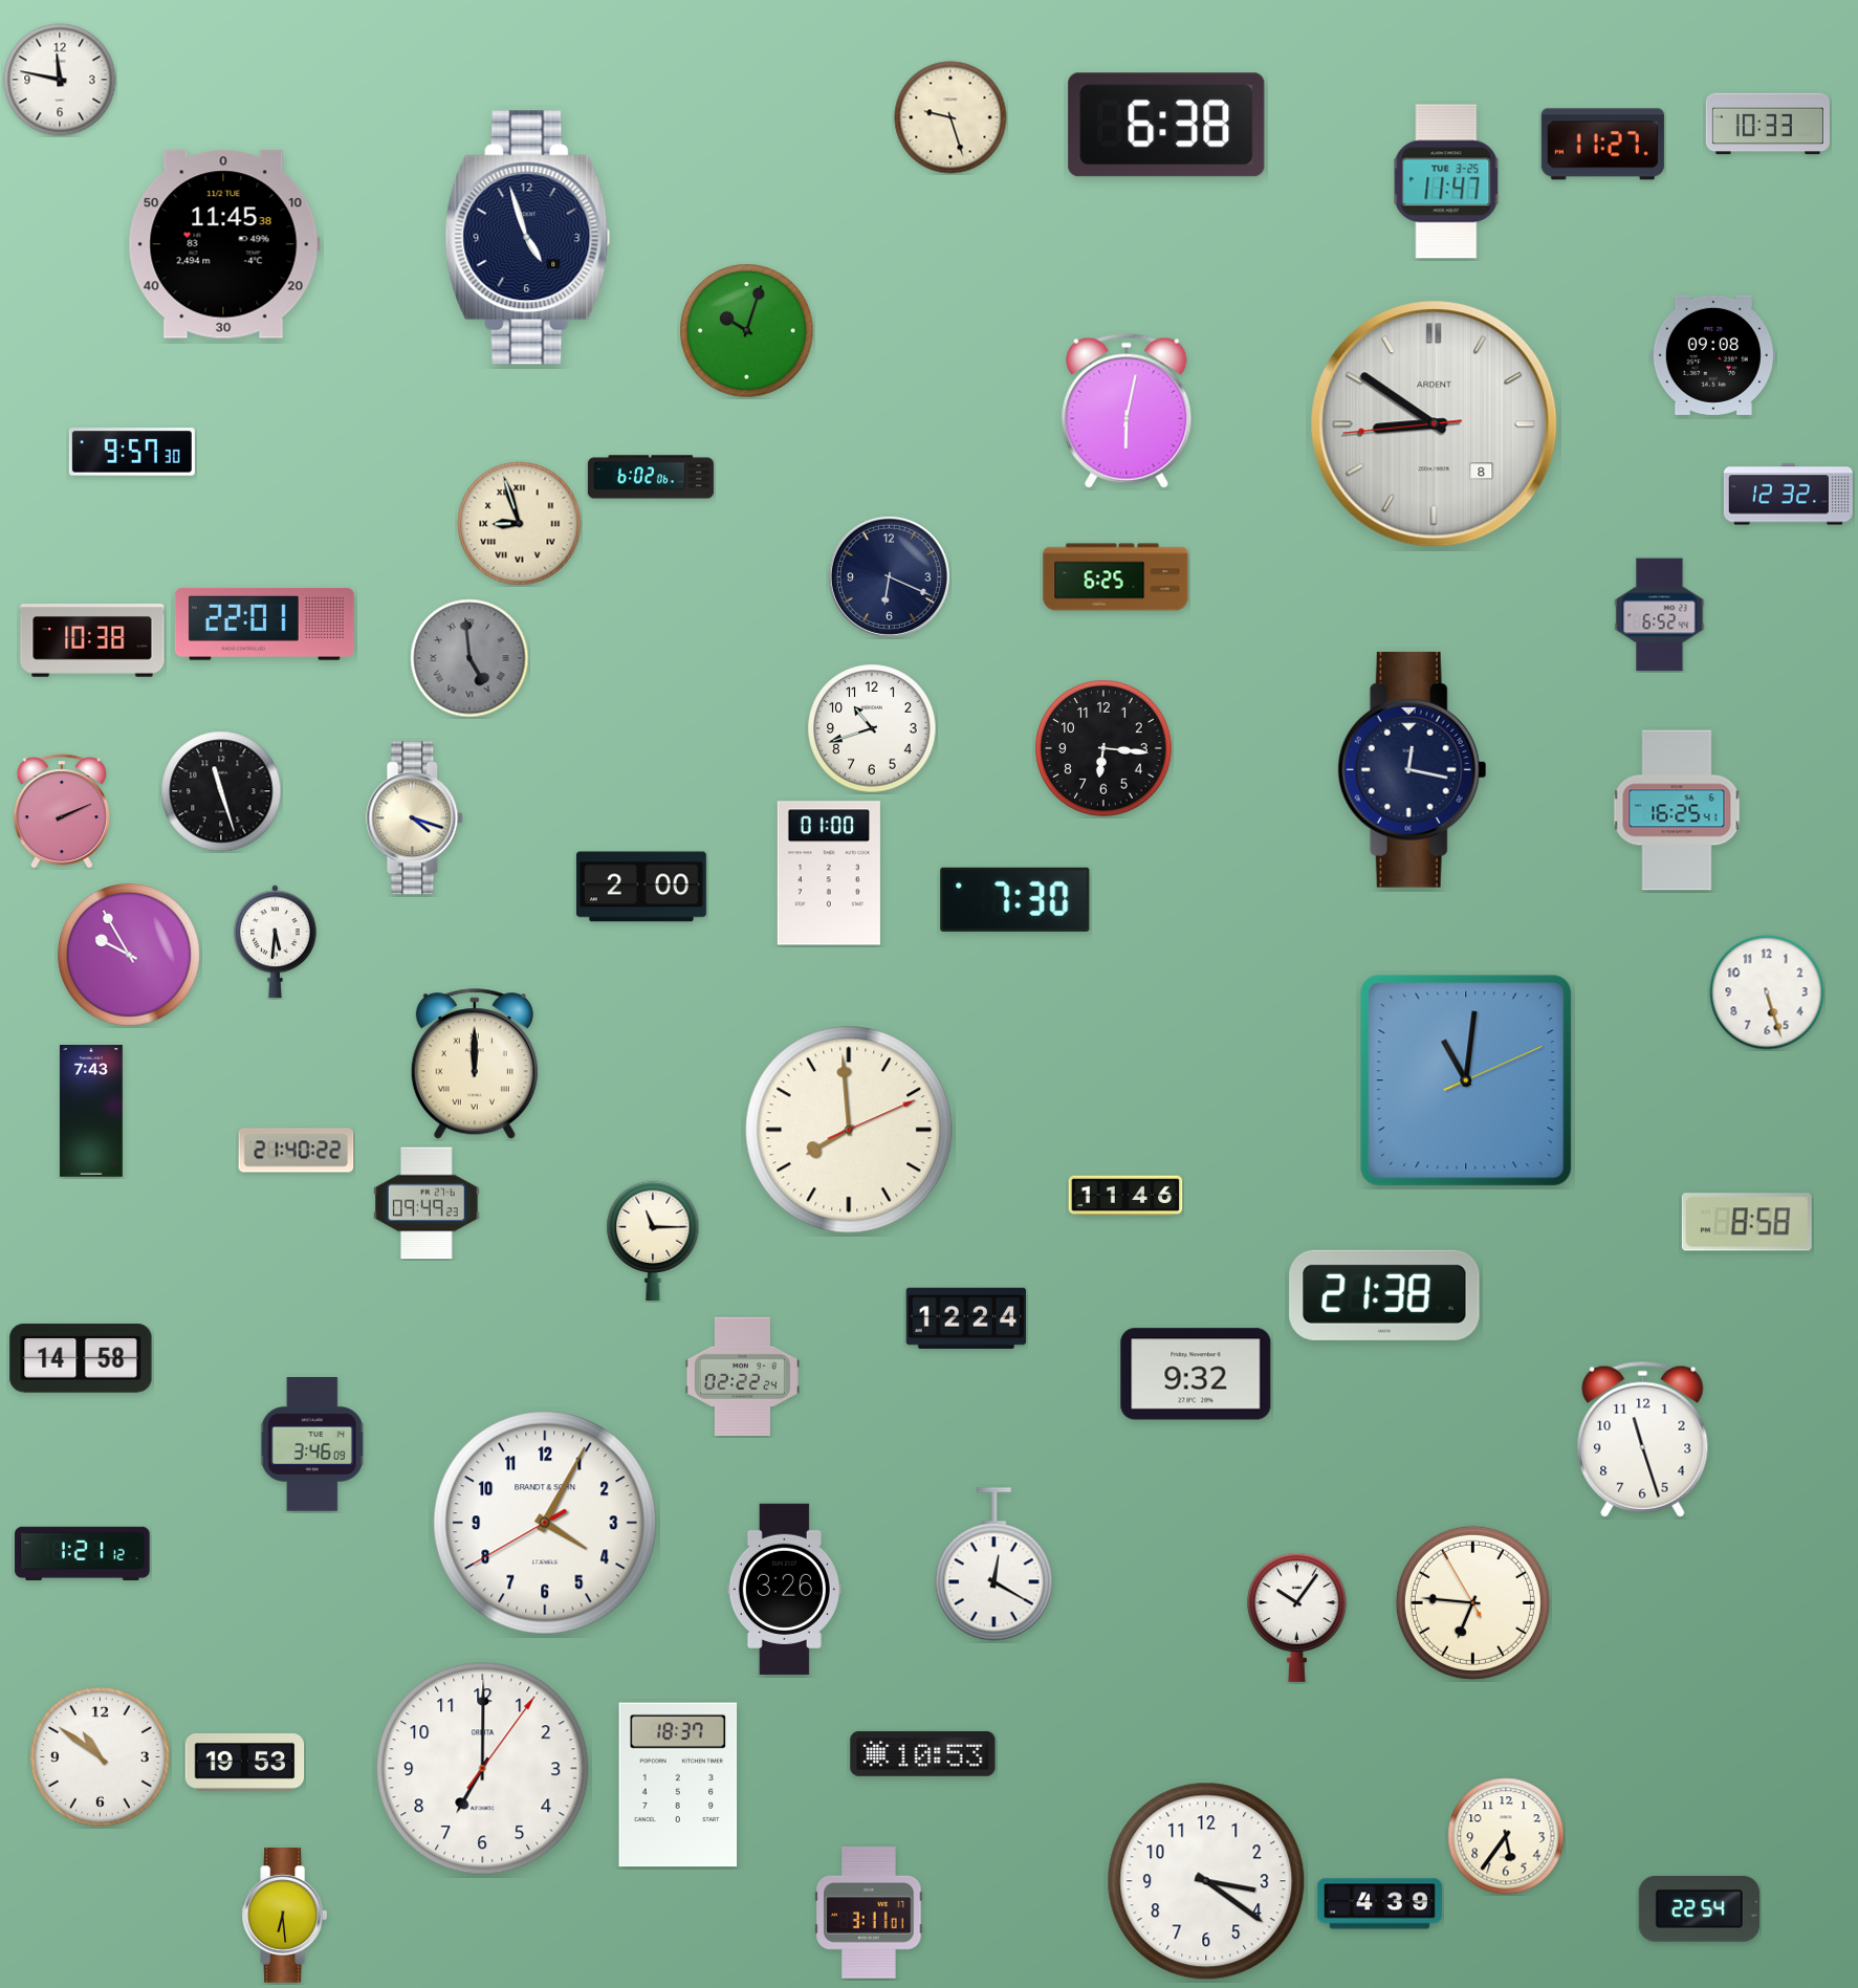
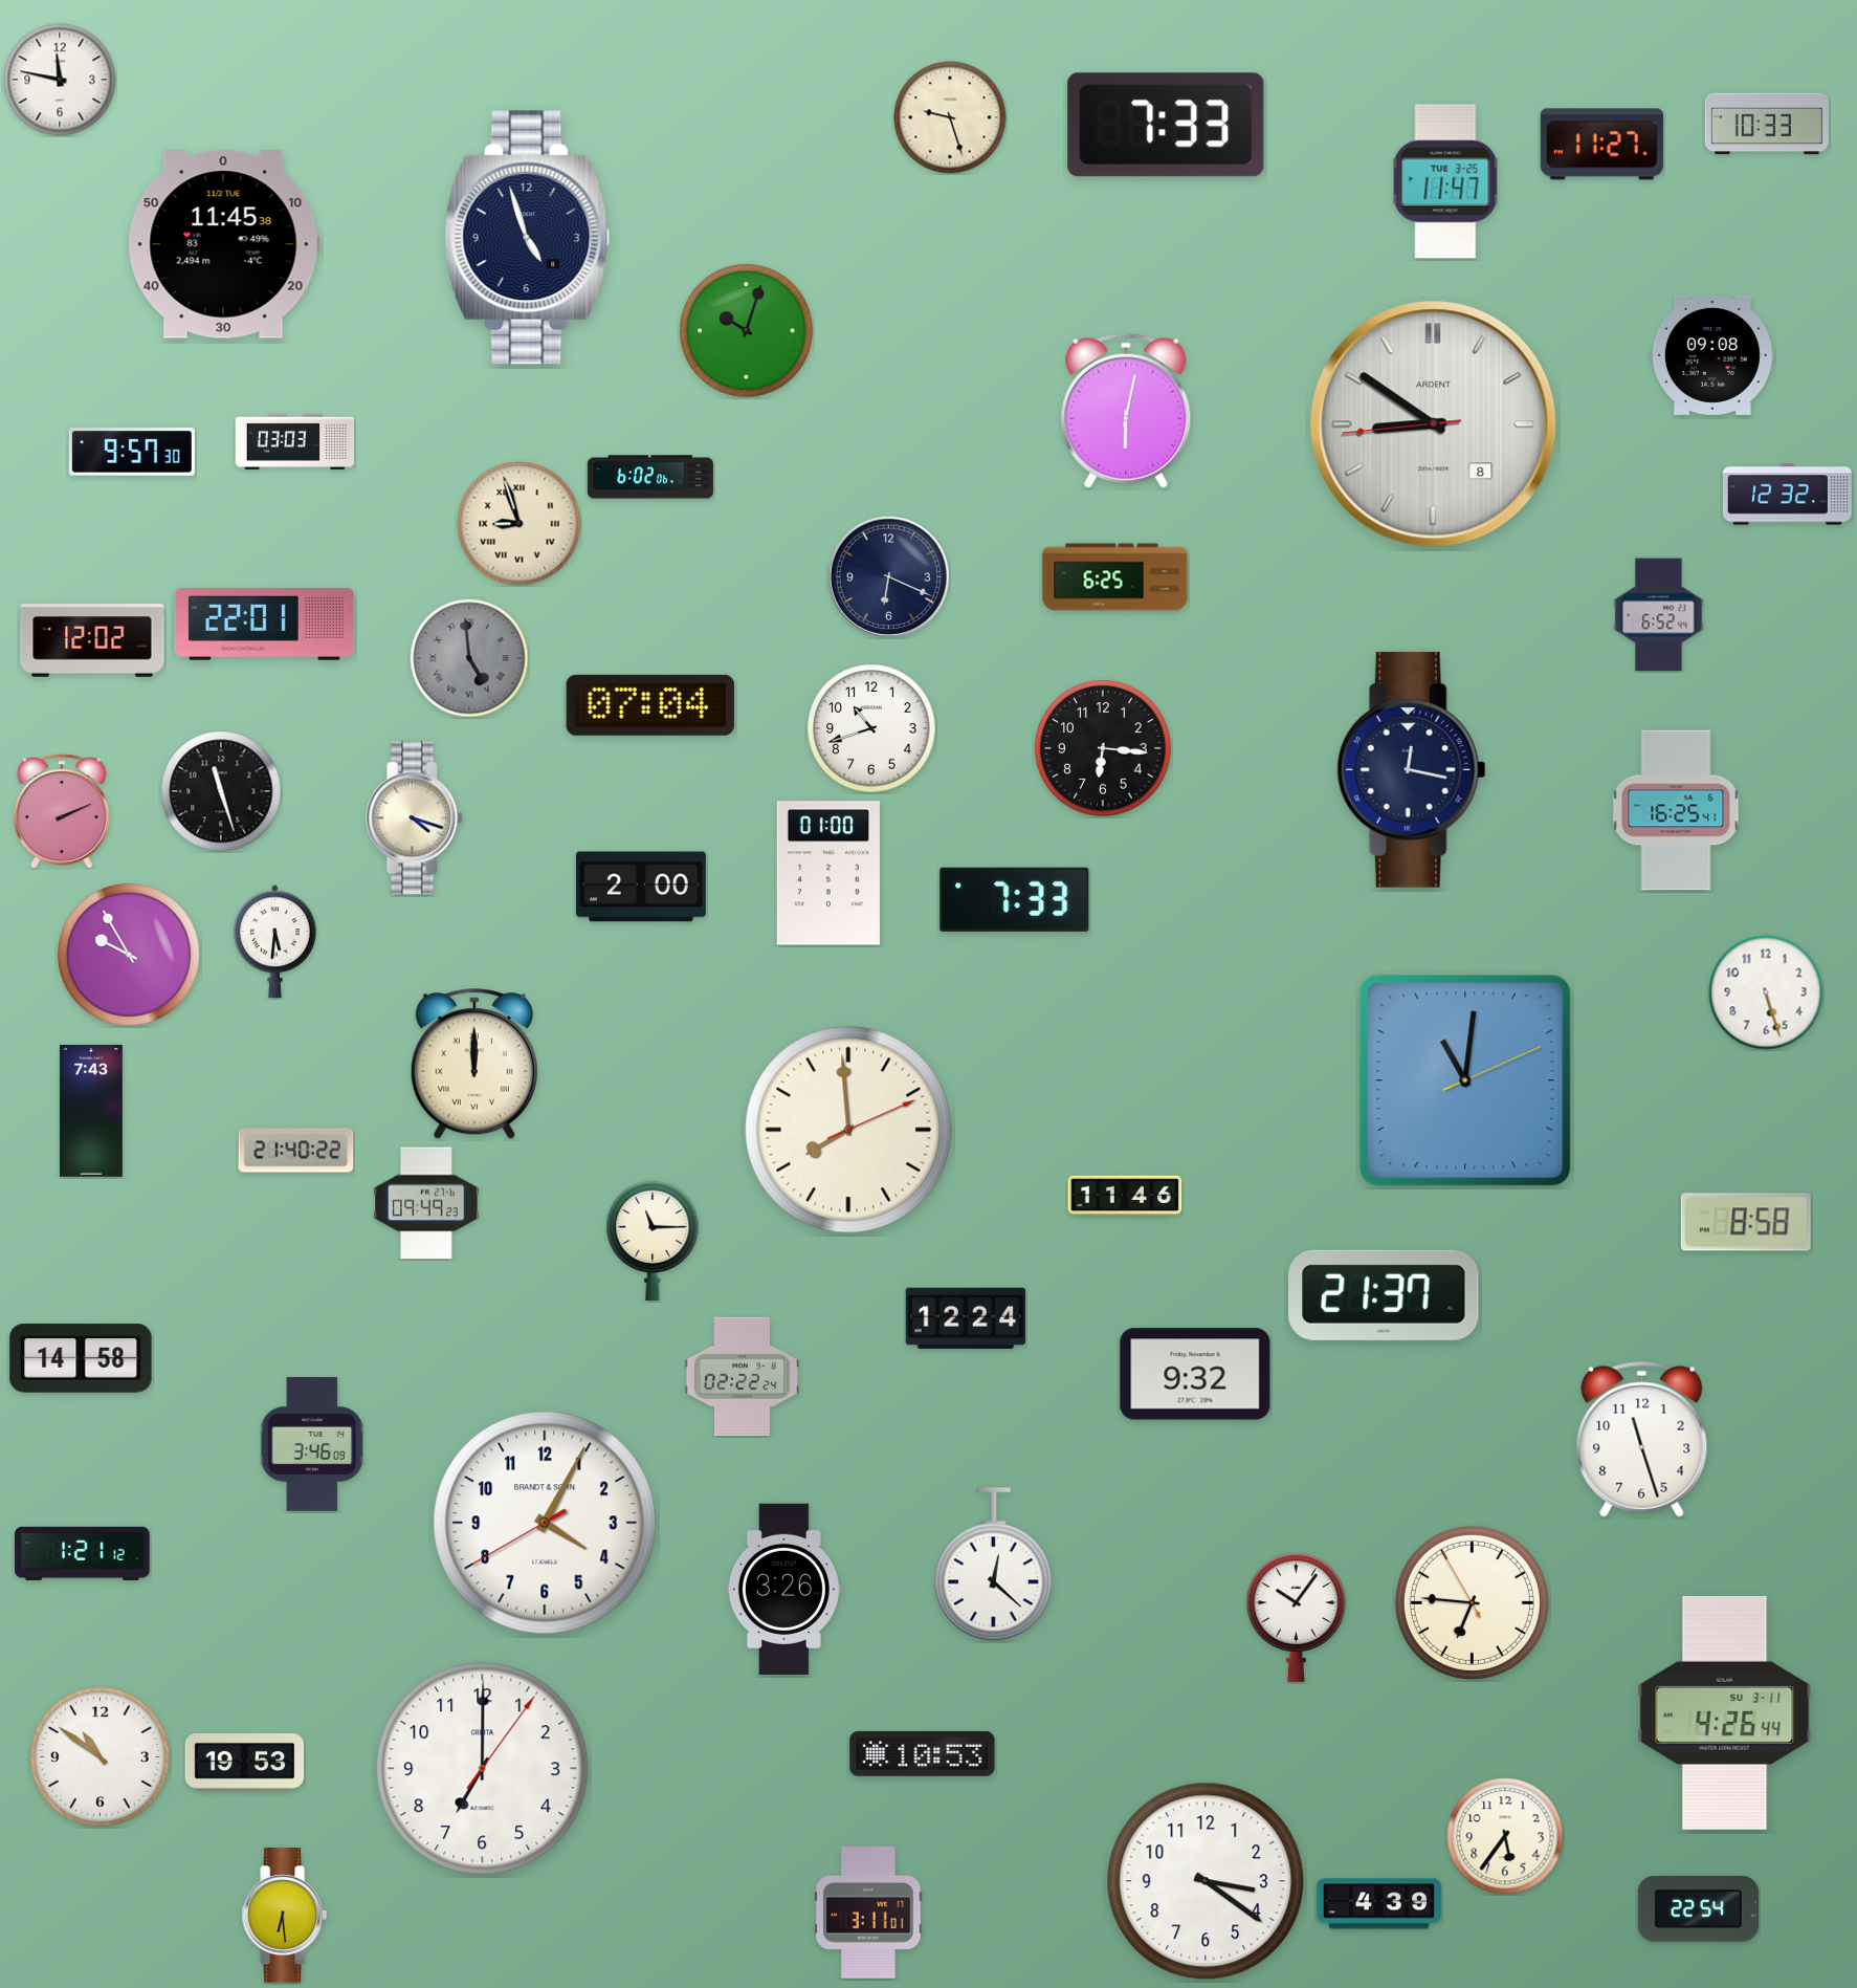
clock at (1166, 125): 6:38 -> 7:33
clock at (295, 441): none -> 03:03
clock at (92, 640): 10:38 -> 12:02
clock at (650, 705): none -> 07:04
clock at (1015, 899): 7:30 -> 7:33
clock at (1384, 1295): 21:38 -> 21:37
clock at (993, 1565): 12:20 -> 12:22
clock at (1725, 1712): none -> 4:26
clock at (678, 1785): 18:37 -> none
